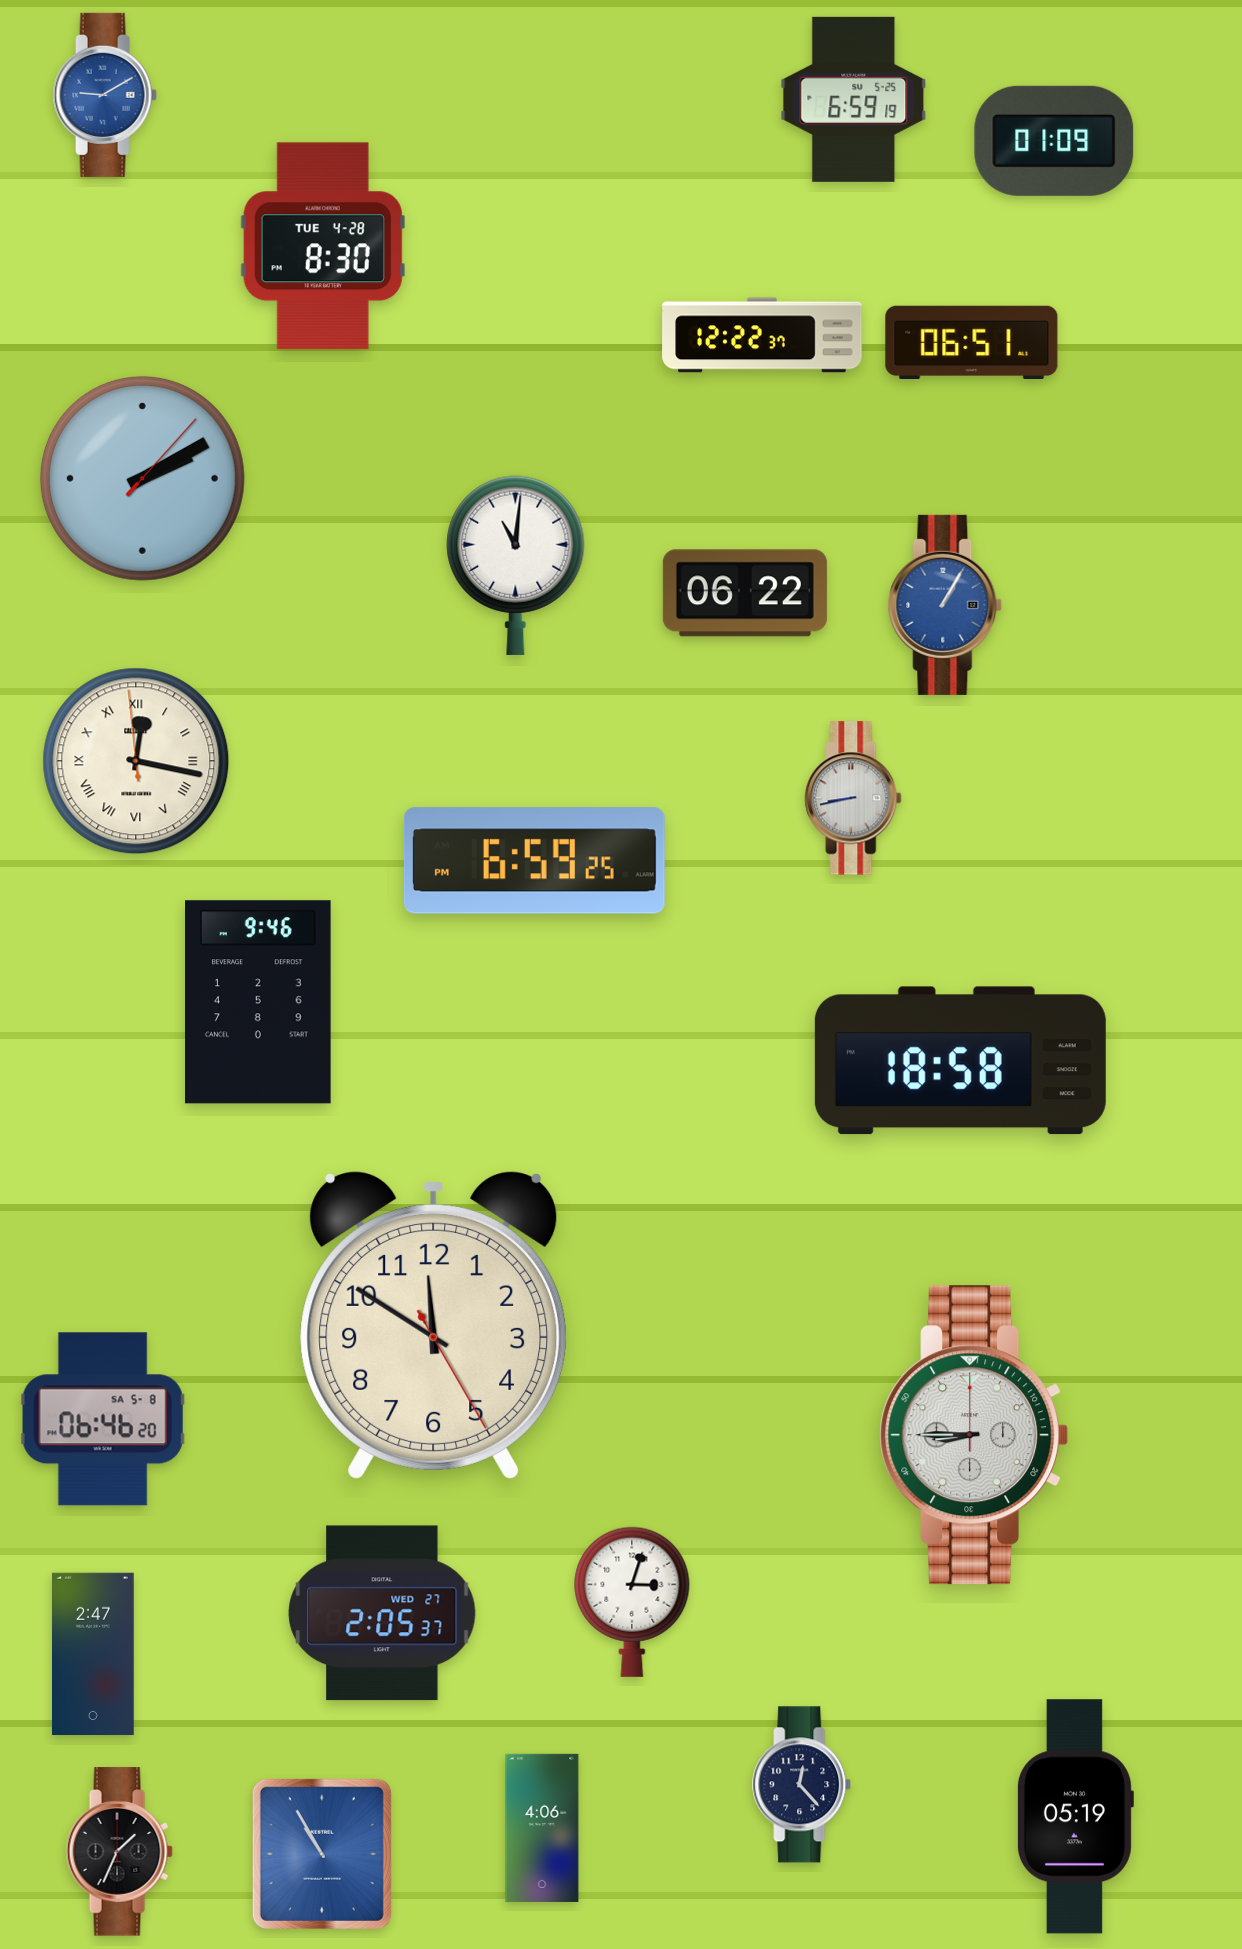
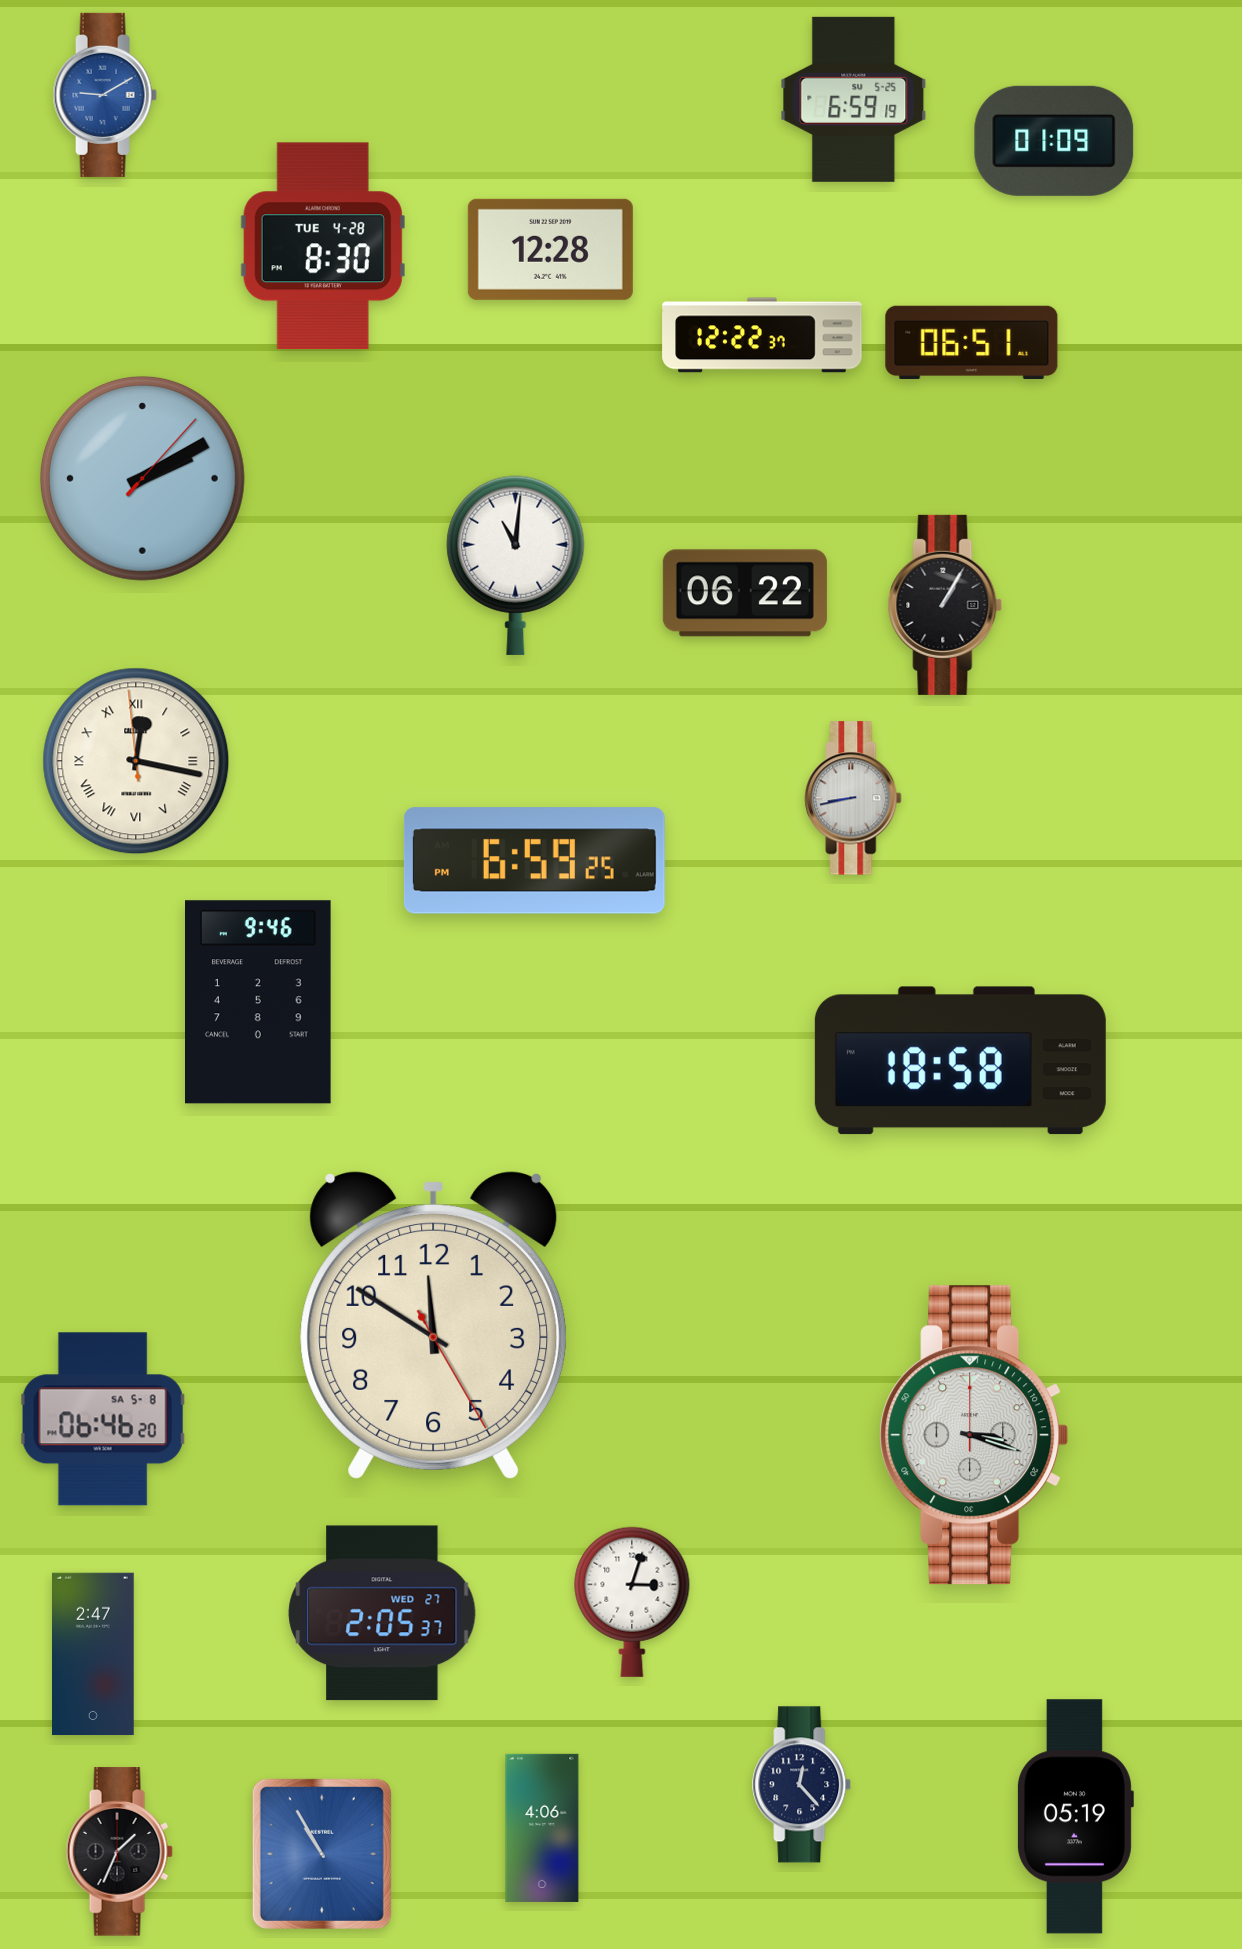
clock at (550, 249): none -> 12:28
clock at (945, 605) dial: blue -> black
clock at (974, 1435): 8:45 -> 3:18
